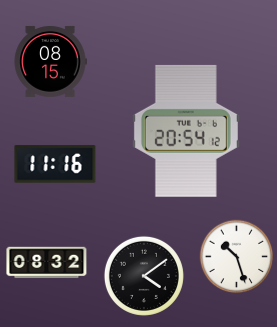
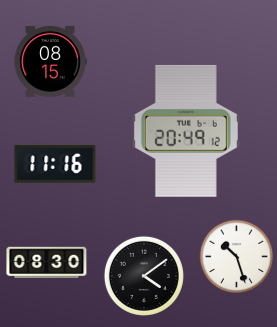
clock at (186, 131): 20:54 -> 20:49
clock at (47, 263): 08:32 -> 08:30
